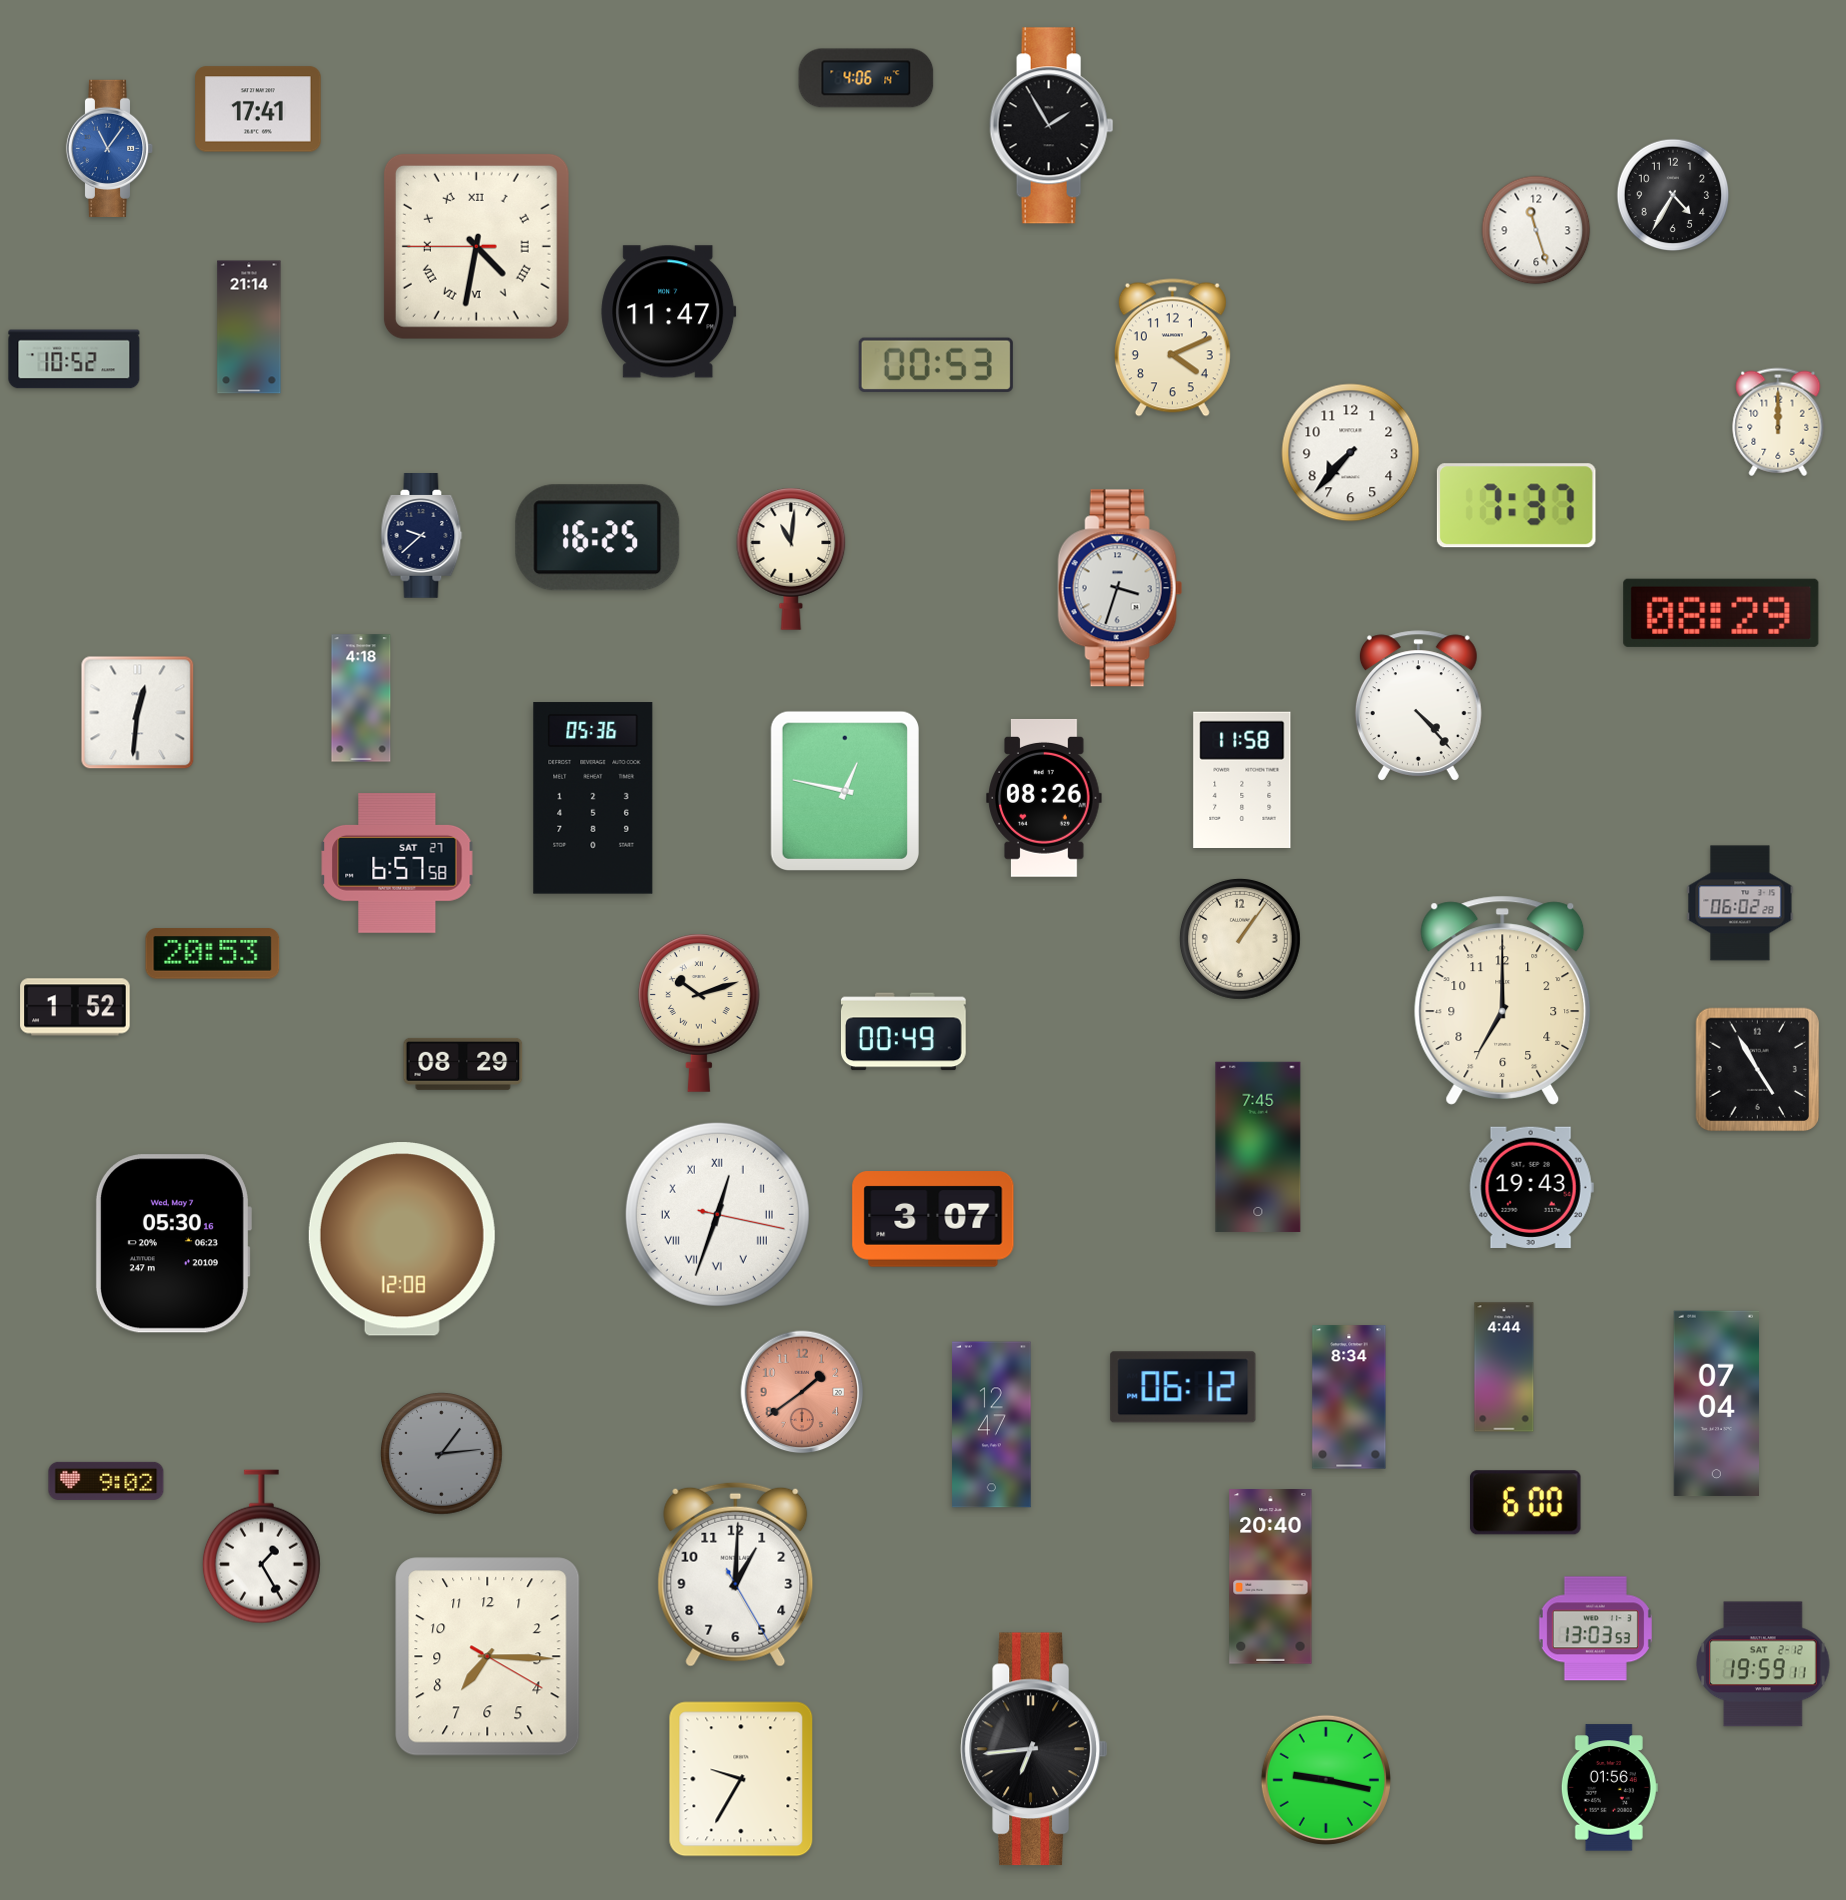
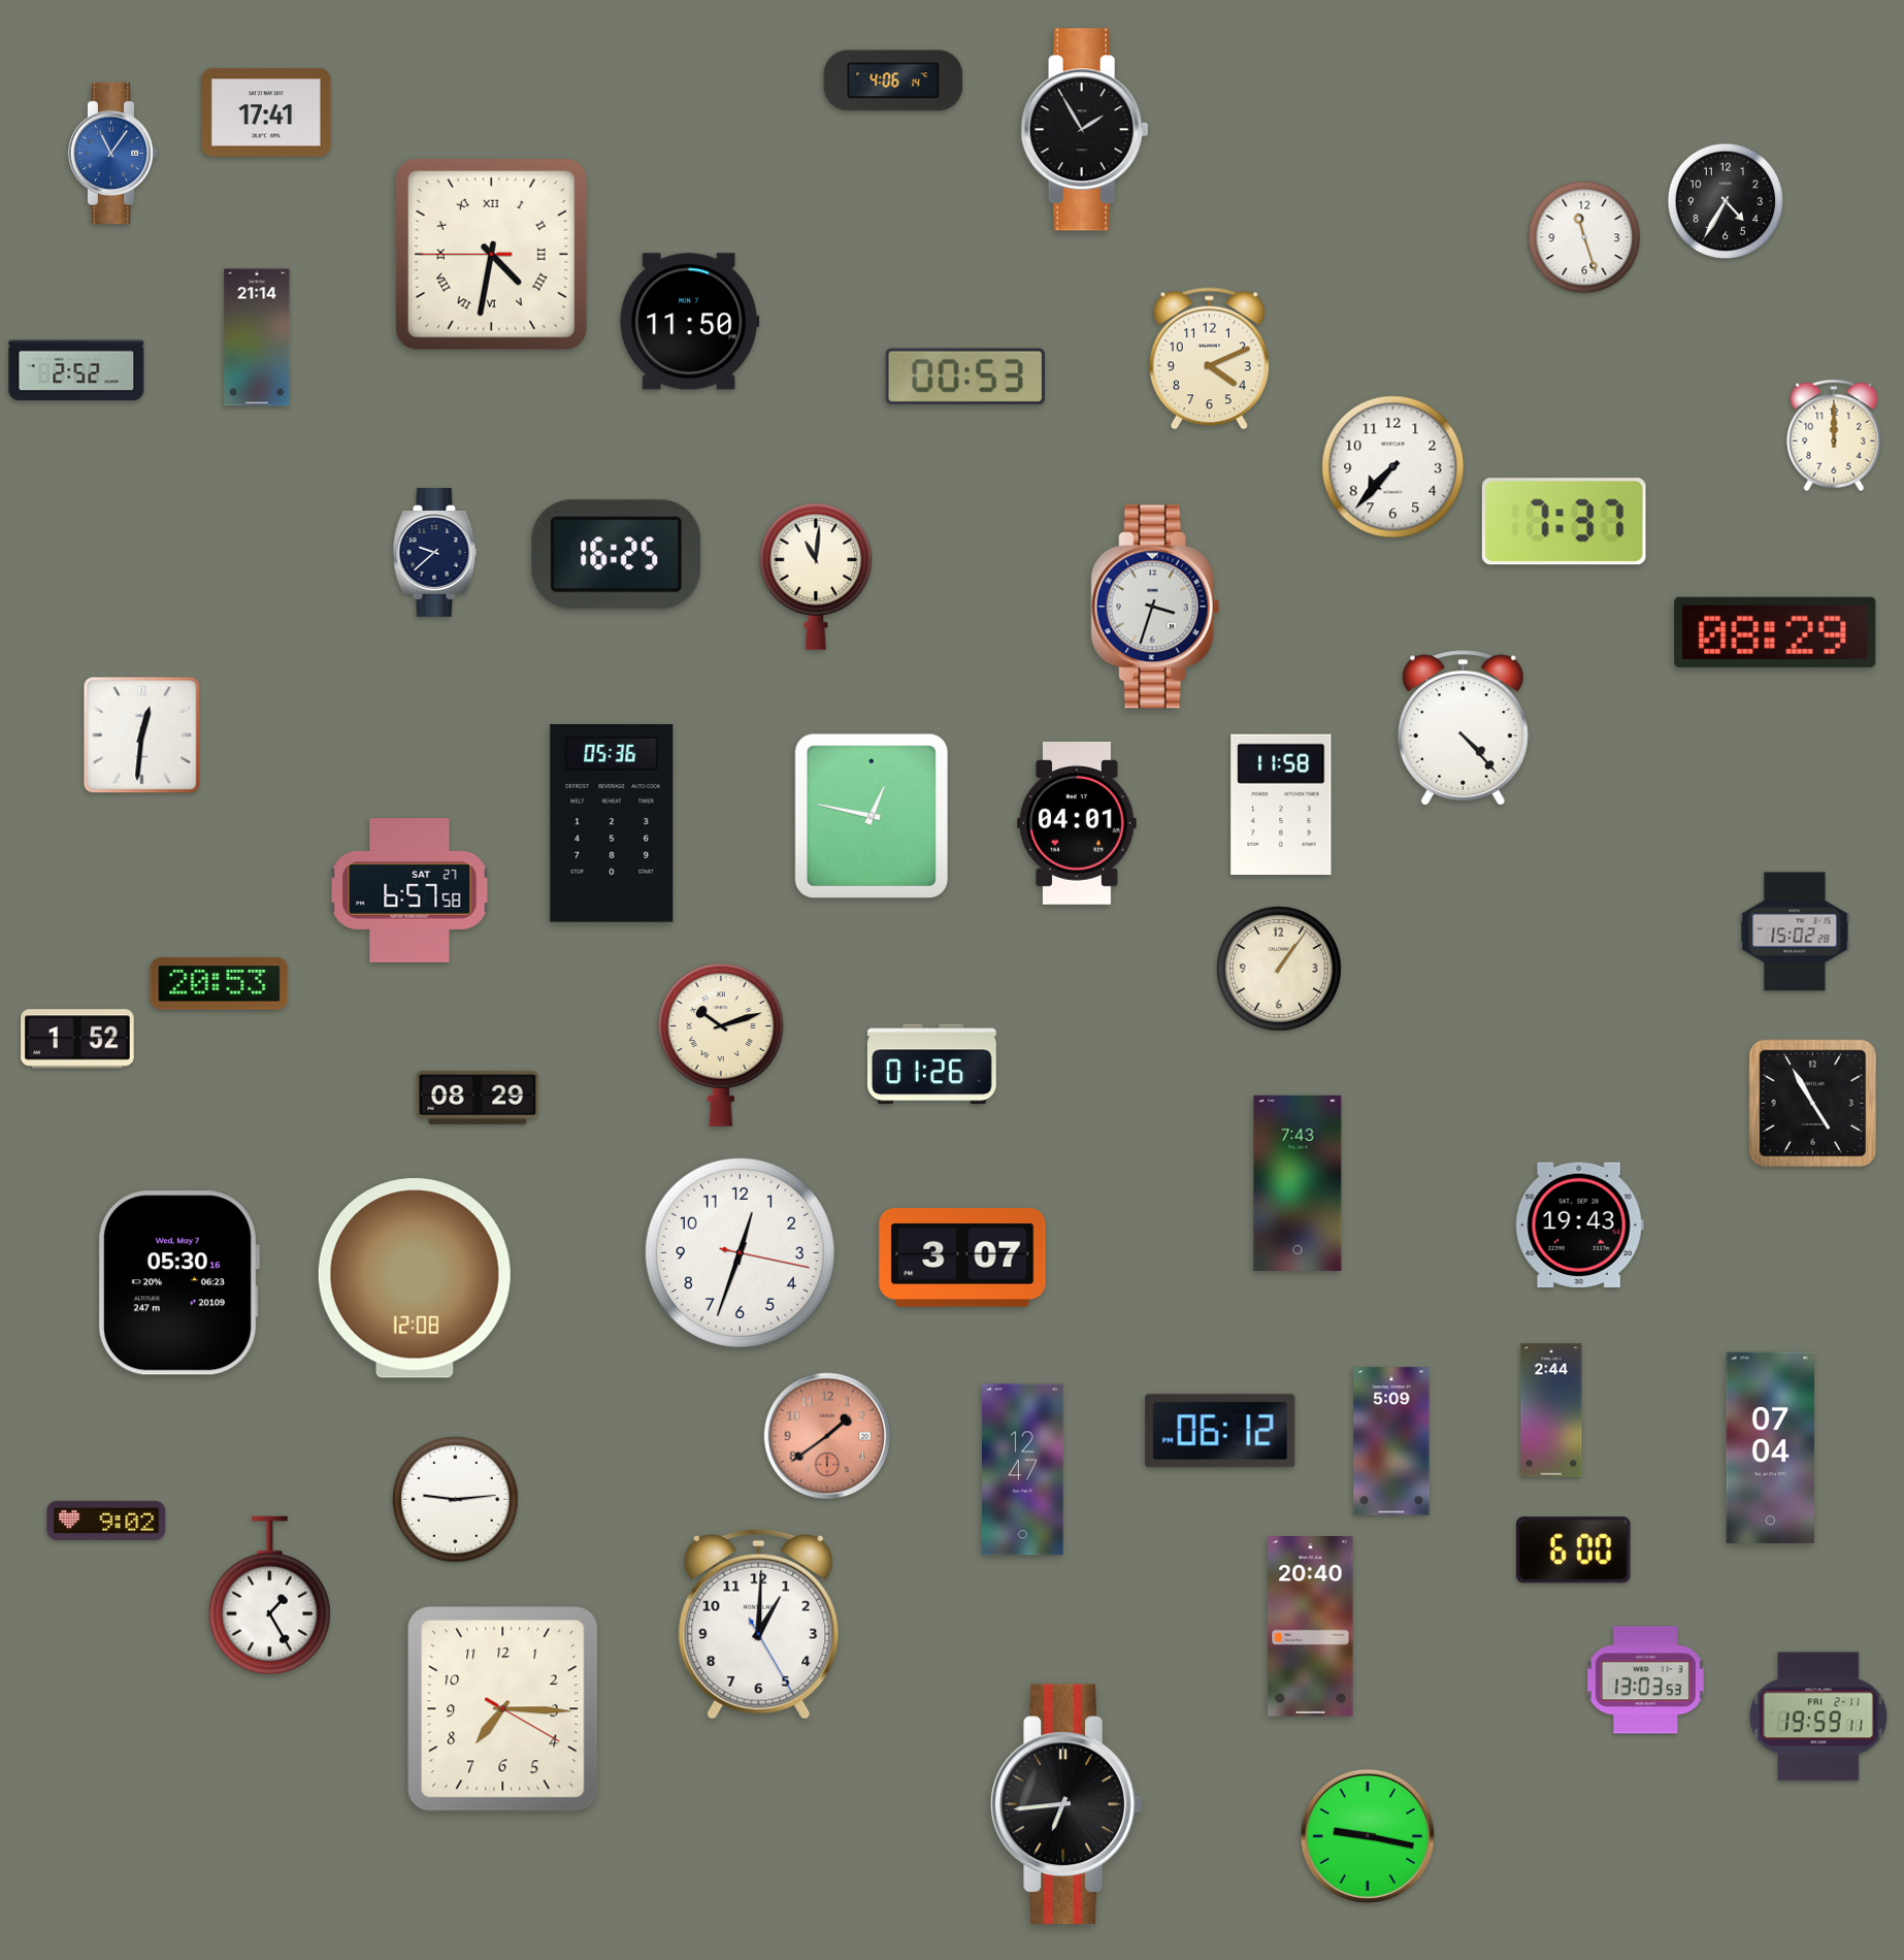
clock at (669, 312): 11:47 -> 11:50
clock at (74, 359): 10:52 -> 2:52
clock at (361, 698): 4:18 -> none
clock at (1044, 798): 08:26 -> 04:01
clock at (1740, 903): 06:02 -> 15:02
clock at (1503, 1000): 7:00 -> none
clock at (903, 1032): 00:49 -> 01:26
clock at (1258, 1147): 7:45 -> 7:43
clock at (717, 1214) numerals: Roman -> Arabic
clock at (1504, 1367): 4:44 -> 2:44
clock at (1349, 1397): 8:34 -> 5:09
clock at (442, 1454): 1:14 -> 9:14
clock at (442, 1454) dial: grey -> white
clock at (106, 1481) position: (106, 1481) -> (106, 1521)
clock at (1763, 1664) date: SAT 2-12 -> FRI 2-11
clock at (741, 1779): 9:35 -> none
clock at (1609, 1788): 01:56 -> none
